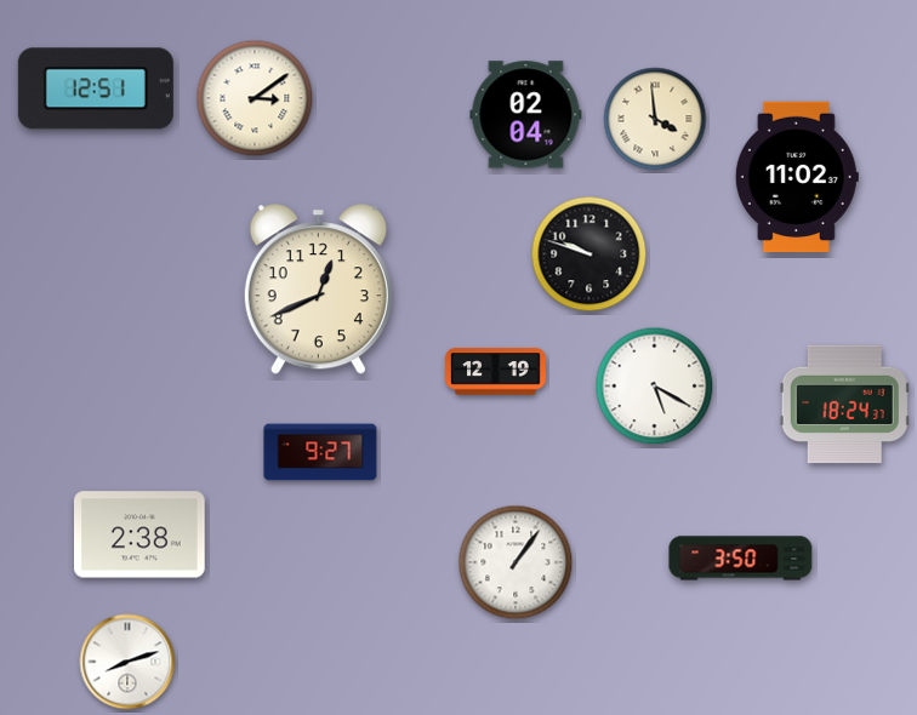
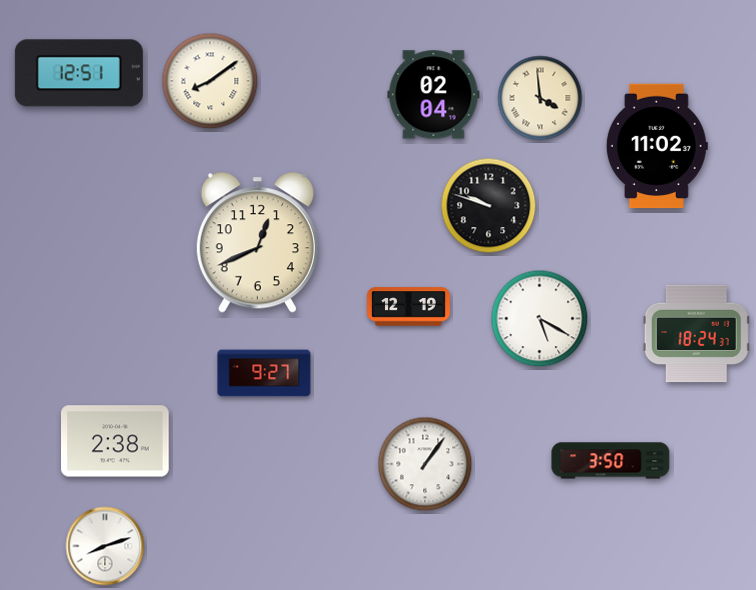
clock at (255, 98): 3:09 -> 8:09
clock at (589, 254) position: (589, 254) -> (489, 206)
clock at (318, 290) position: (318, 290) -> (257, 243)
